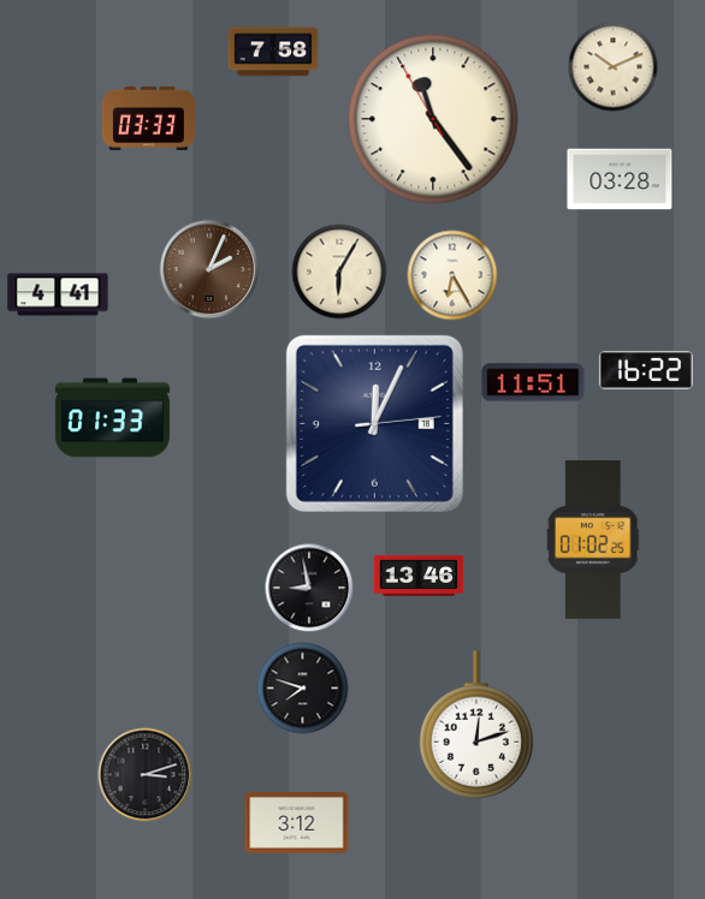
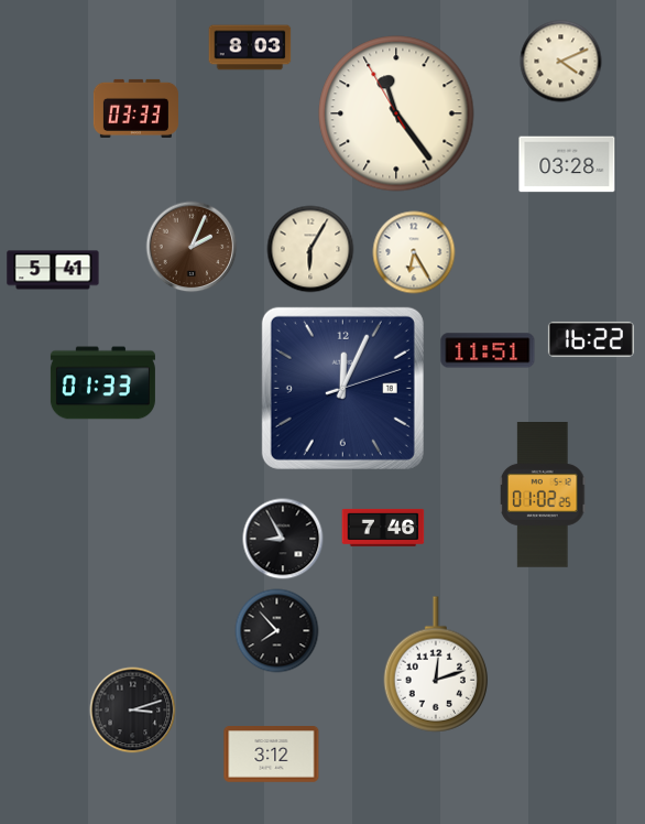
clock at (273, 52): 7:58 -> 8:03
clock at (614, 67): 10:11 -> 4:11
clock at (433, 119) position: (433, 119) -> (396, 113)
clock at (58, 294): 4:41 -> 5:41
clock at (374, 423): 12:04:14 -> 12:04:12
clock at (419, 576): 13:46 -> 7:46
clock at (309, 588): 8:58 -> 8:55
clock at (303, 689): 7:48 -> 7:53
